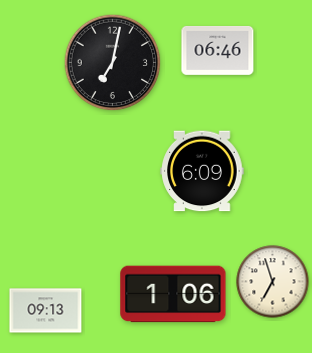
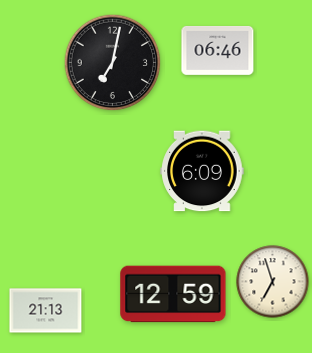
clock at (173, 294): 1:06 -> 12:59
clock at (46, 311): 09:13 -> 21:13
